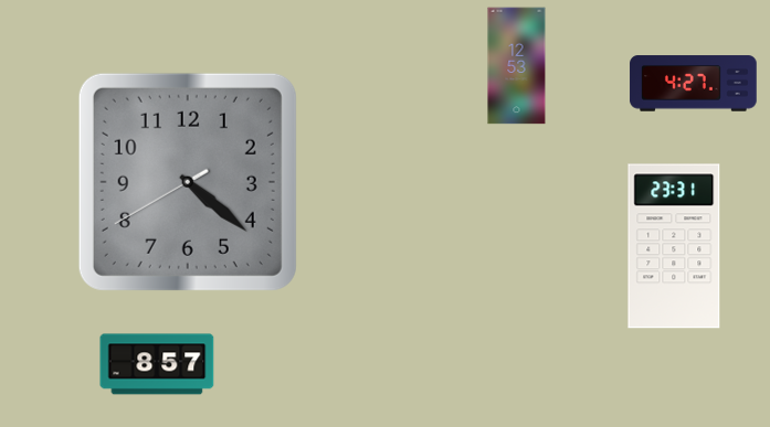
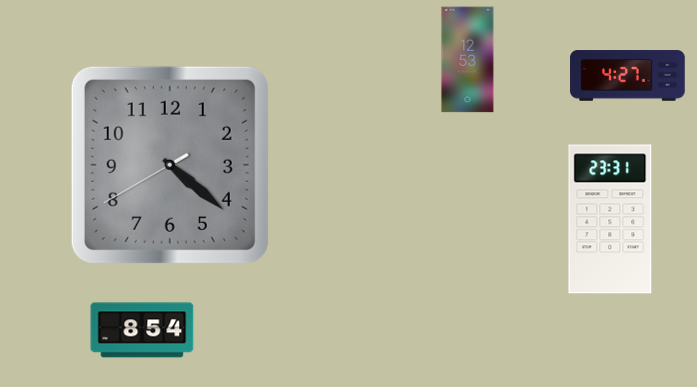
clock at (674, 246) position: (674, 246) -> (610, 219)
clock at (157, 364): 8:57 -> 8:54
